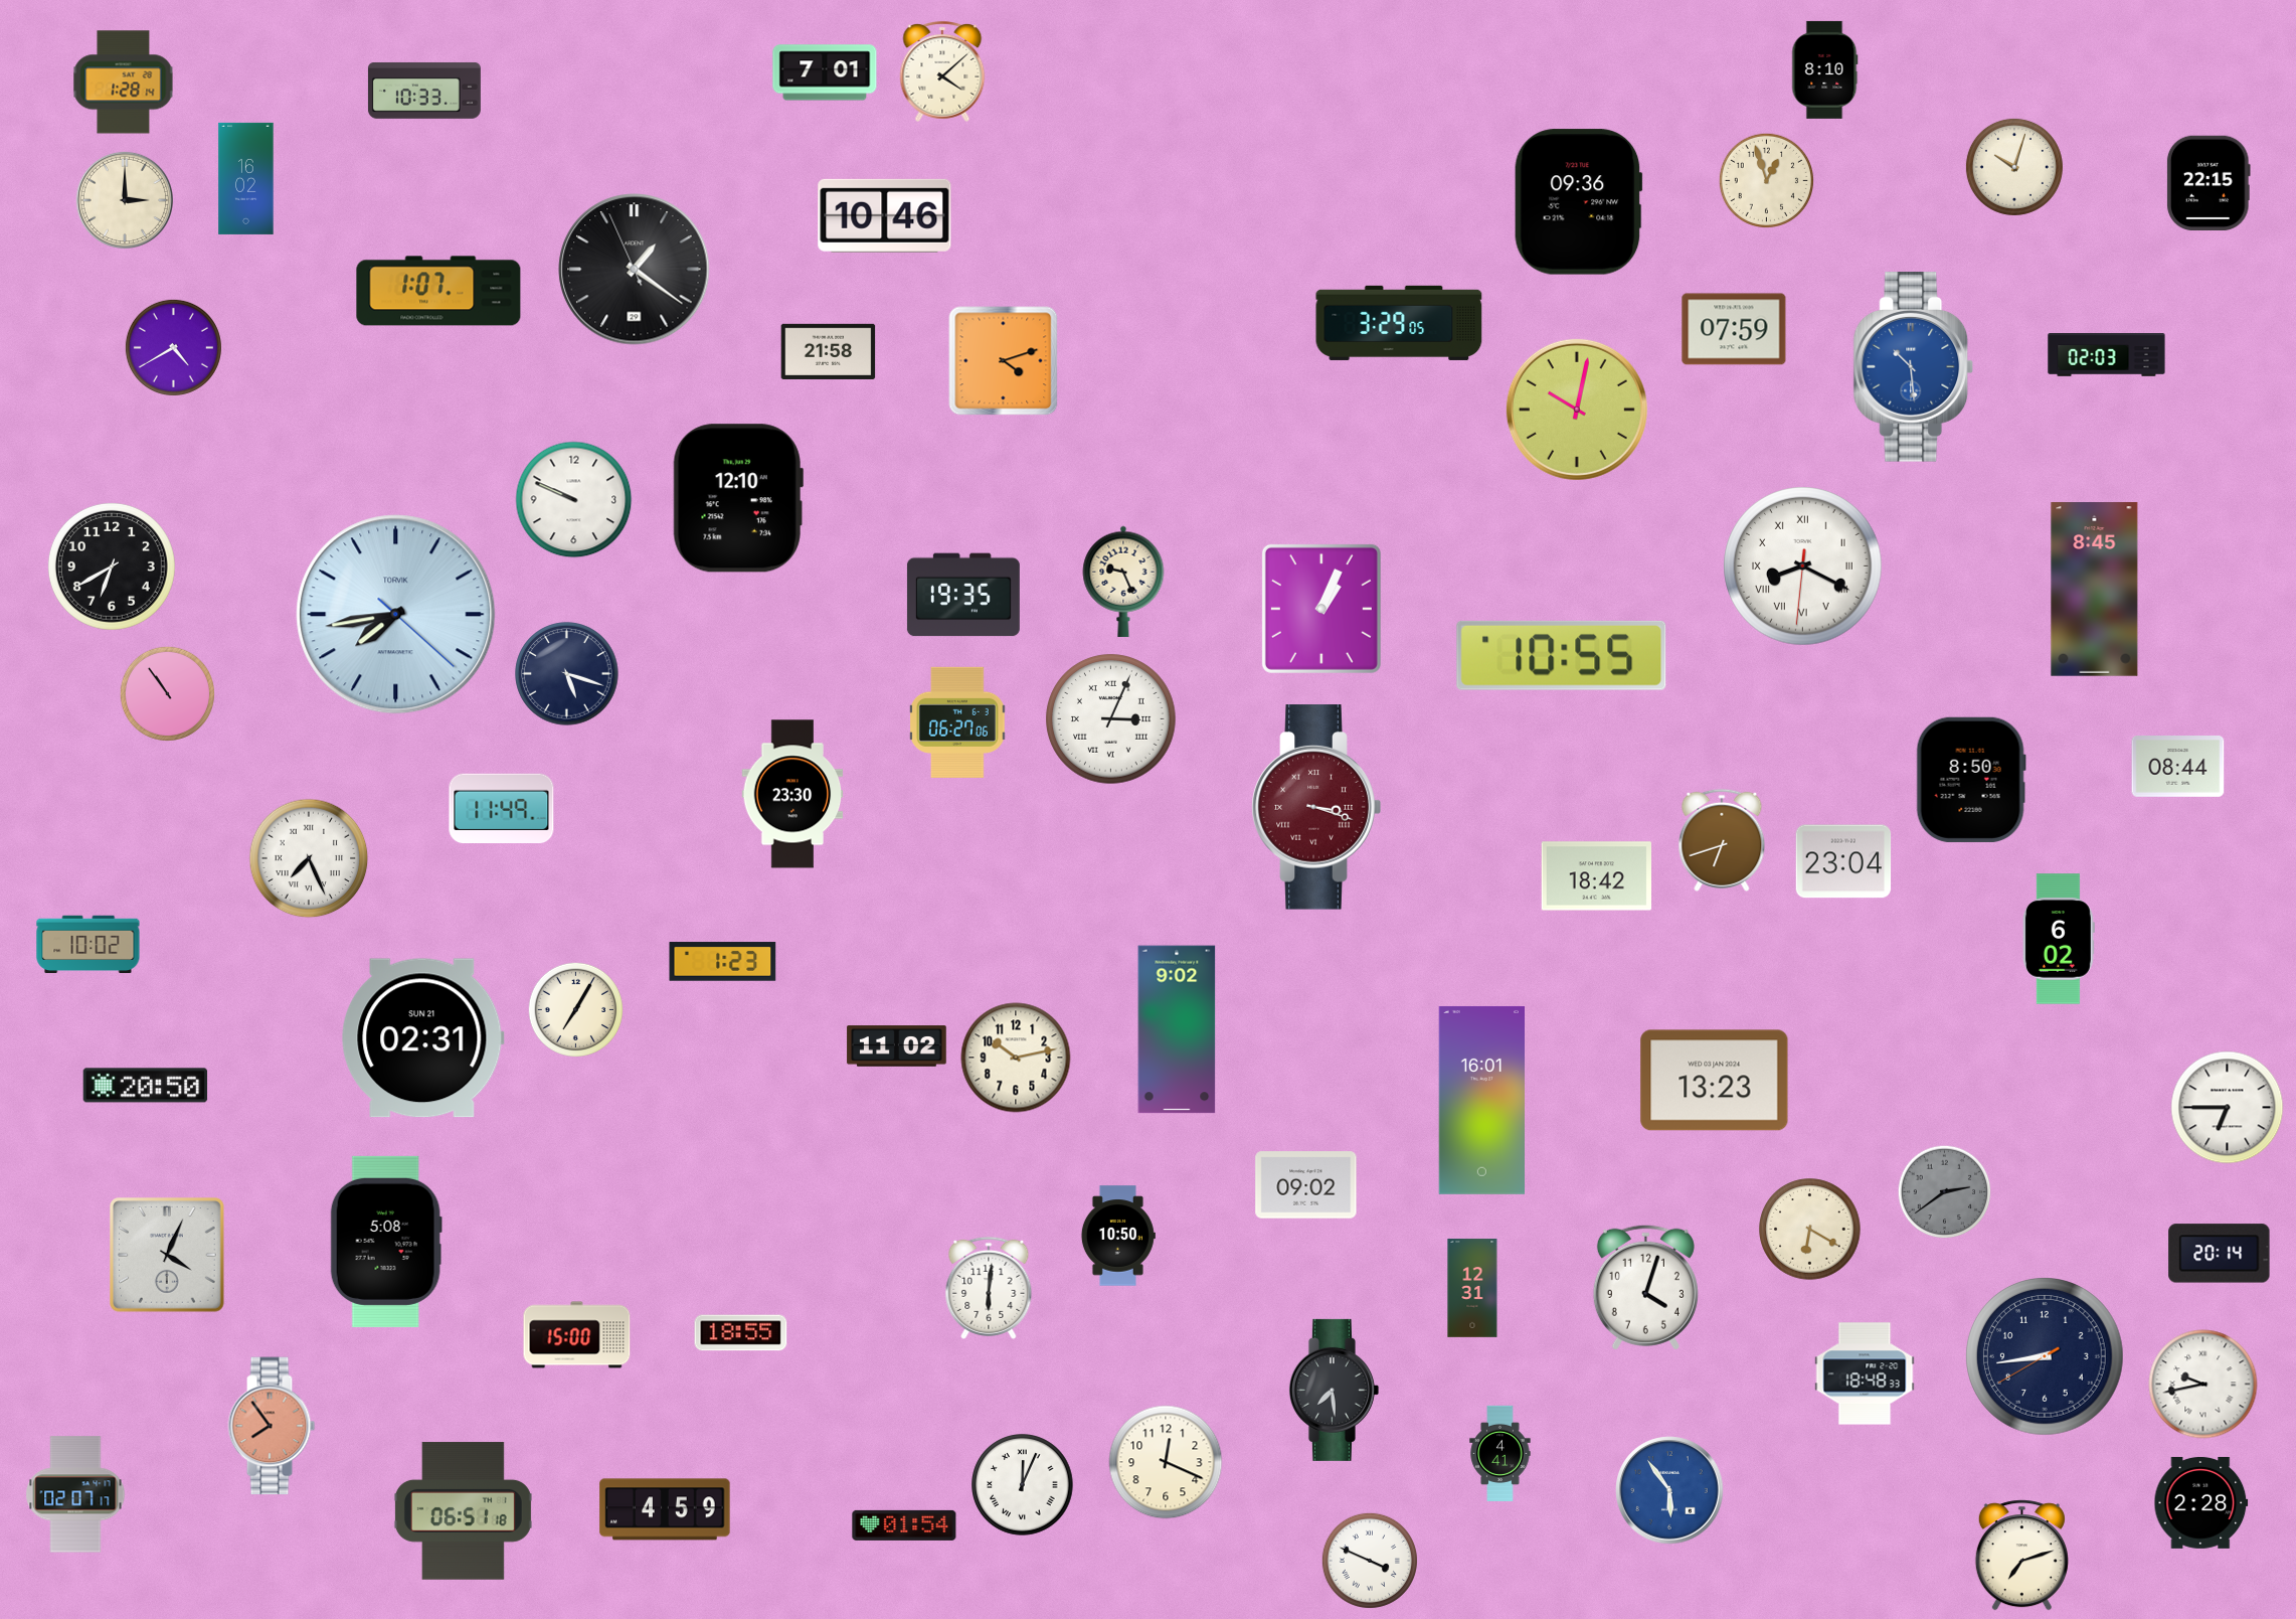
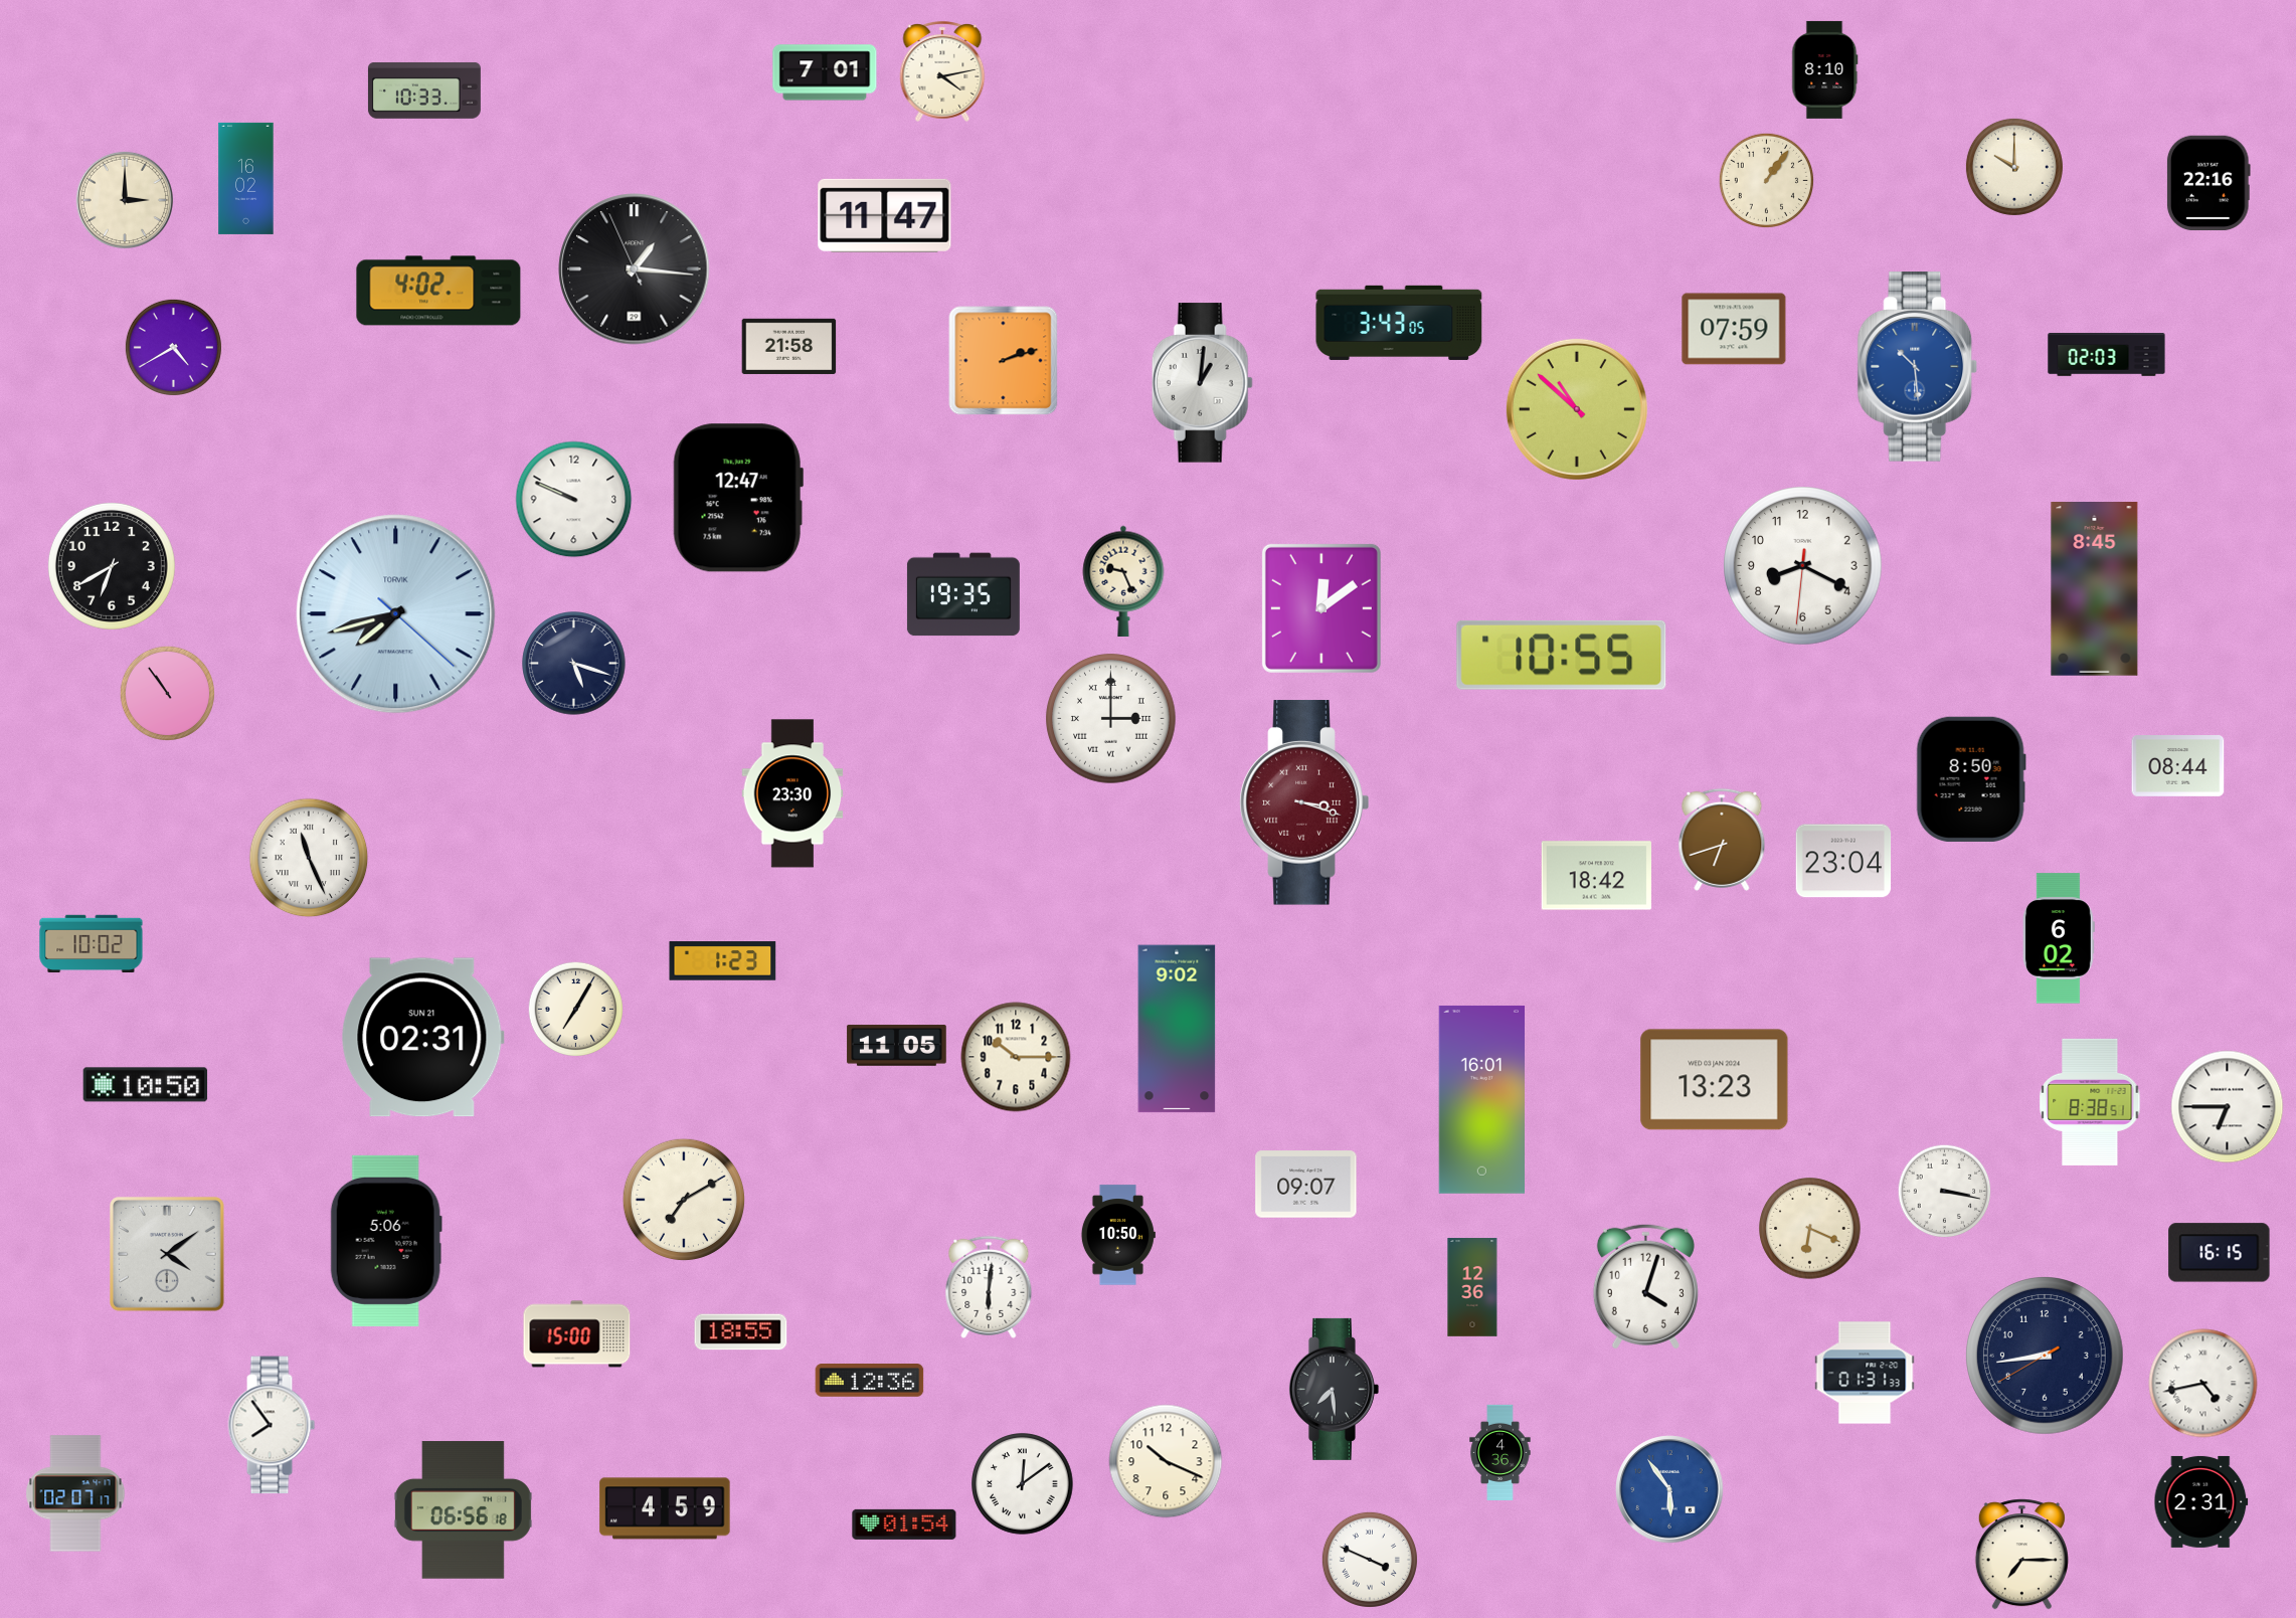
clock at (942, 71): 4:08 -> 4:13
clock at (124, 83): 1:28 -> none
clock at (2014, 167): 10:03 -> 10:00
clock at (1766, 180): 12:57 -> 1:06
clock at (2209, 183): 22:15 -> 22:16
clock at (1578, 202): 09:36 -> none
clock at (885, 215): 10:46 -> 11:47
clock at (635, 270): 1:20 -> 1:15
clock at (438, 291): 1:07 -> 4:02
clock at (1399, 323): 3:29 -> 3:43
clock at (829, 351) position: (829, 351) -> (789, 346)
clock at (1004, 361): 4:12 -> 2:12
clock at (1914, 367) position: (1914, 367) -> (1918, 367)
clock at (1202, 383): none -> 1:01
clock at (1577, 410): 10:02 -> 10:52
clock at (738, 498): 12:10 -> 12:47
clock at (1803, 566) numerals: Roman -> Arabic
clock at (1321, 609): 1:04 -> 12:09
clock at (396, 615): 7:43 -> 7:42
clock at (567, 674) position: (567, 674) -> (574, 664)
clock at (1111, 719): 3:04 -> 3:00
clock at (957, 722): 06:27 -> none
clock at (1316, 807) position: (1316, 807) -> (1304, 802)
clock at (502, 808): 11:49 -> none
clock at (309, 858): 7:26 -> 11:26
clock at (89, 945) position: (89, 945) -> (92, 944)
clock at (897, 1046): 11:02 -> 11:05
clock at (1016, 1058): 10:13 -> 10:15
clock at (146, 1086): 20:50 -> 10:50
clock at (2090, 1102): none -> 8:38
clock at (1306, 1185): 09:02 -> 09:07
clock at (1945, 1192): 2:39 -> 3:17
clock at (1945, 1192) dial: grey -> white
clock at (684, 1200): none -> 7:10
clock at (1810, 1230): 6:20 -> 6:19
clock at (386, 1242): 5:08 -> 5:06
clock at (2220, 1254): 20:14 -> 16:15
clock at (168, 1256): 4:04 -> 4:09
clock at (1472, 1288): 12:31 -> 12:36
clock at (1865, 1373): 18:48 -> 01:31
clock at (870, 1381): none -> 12:36
clock at (2203, 1385): 9:43 -> 4:43
clock at (272, 1426) dial: salmon -> white
clock at (1500, 1453): 4:41 -> 4:36
clock at (1166, 1462): 12:19 -> 10:19
clock at (1023, 1485): 12:04 -> 12:09
clock at (2201, 1502): 2:28 -> 2:31
clock at (463, 1511): 06:51 -> 06:56
clock at (2021, 1556): 7:12 -> 7:15
